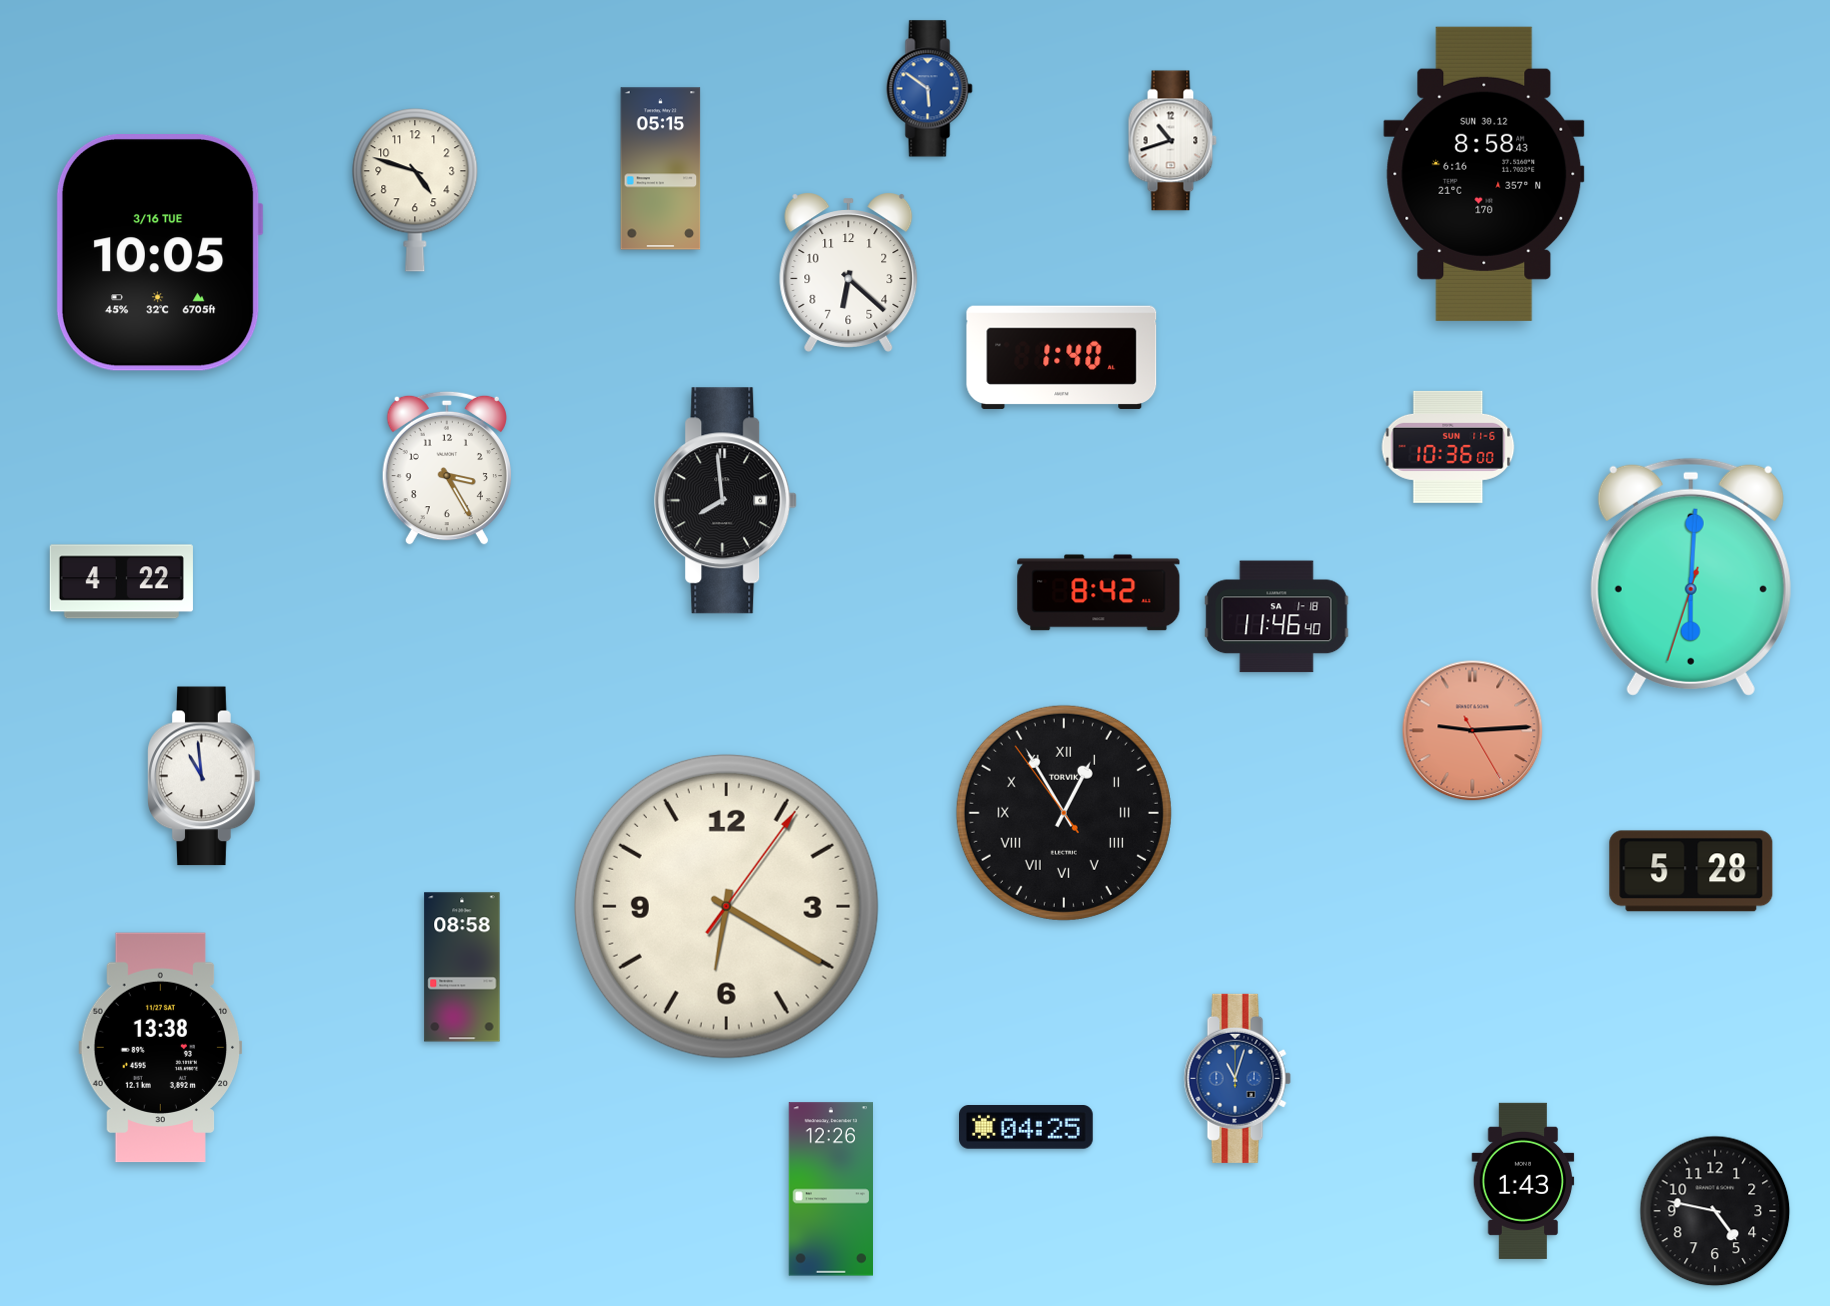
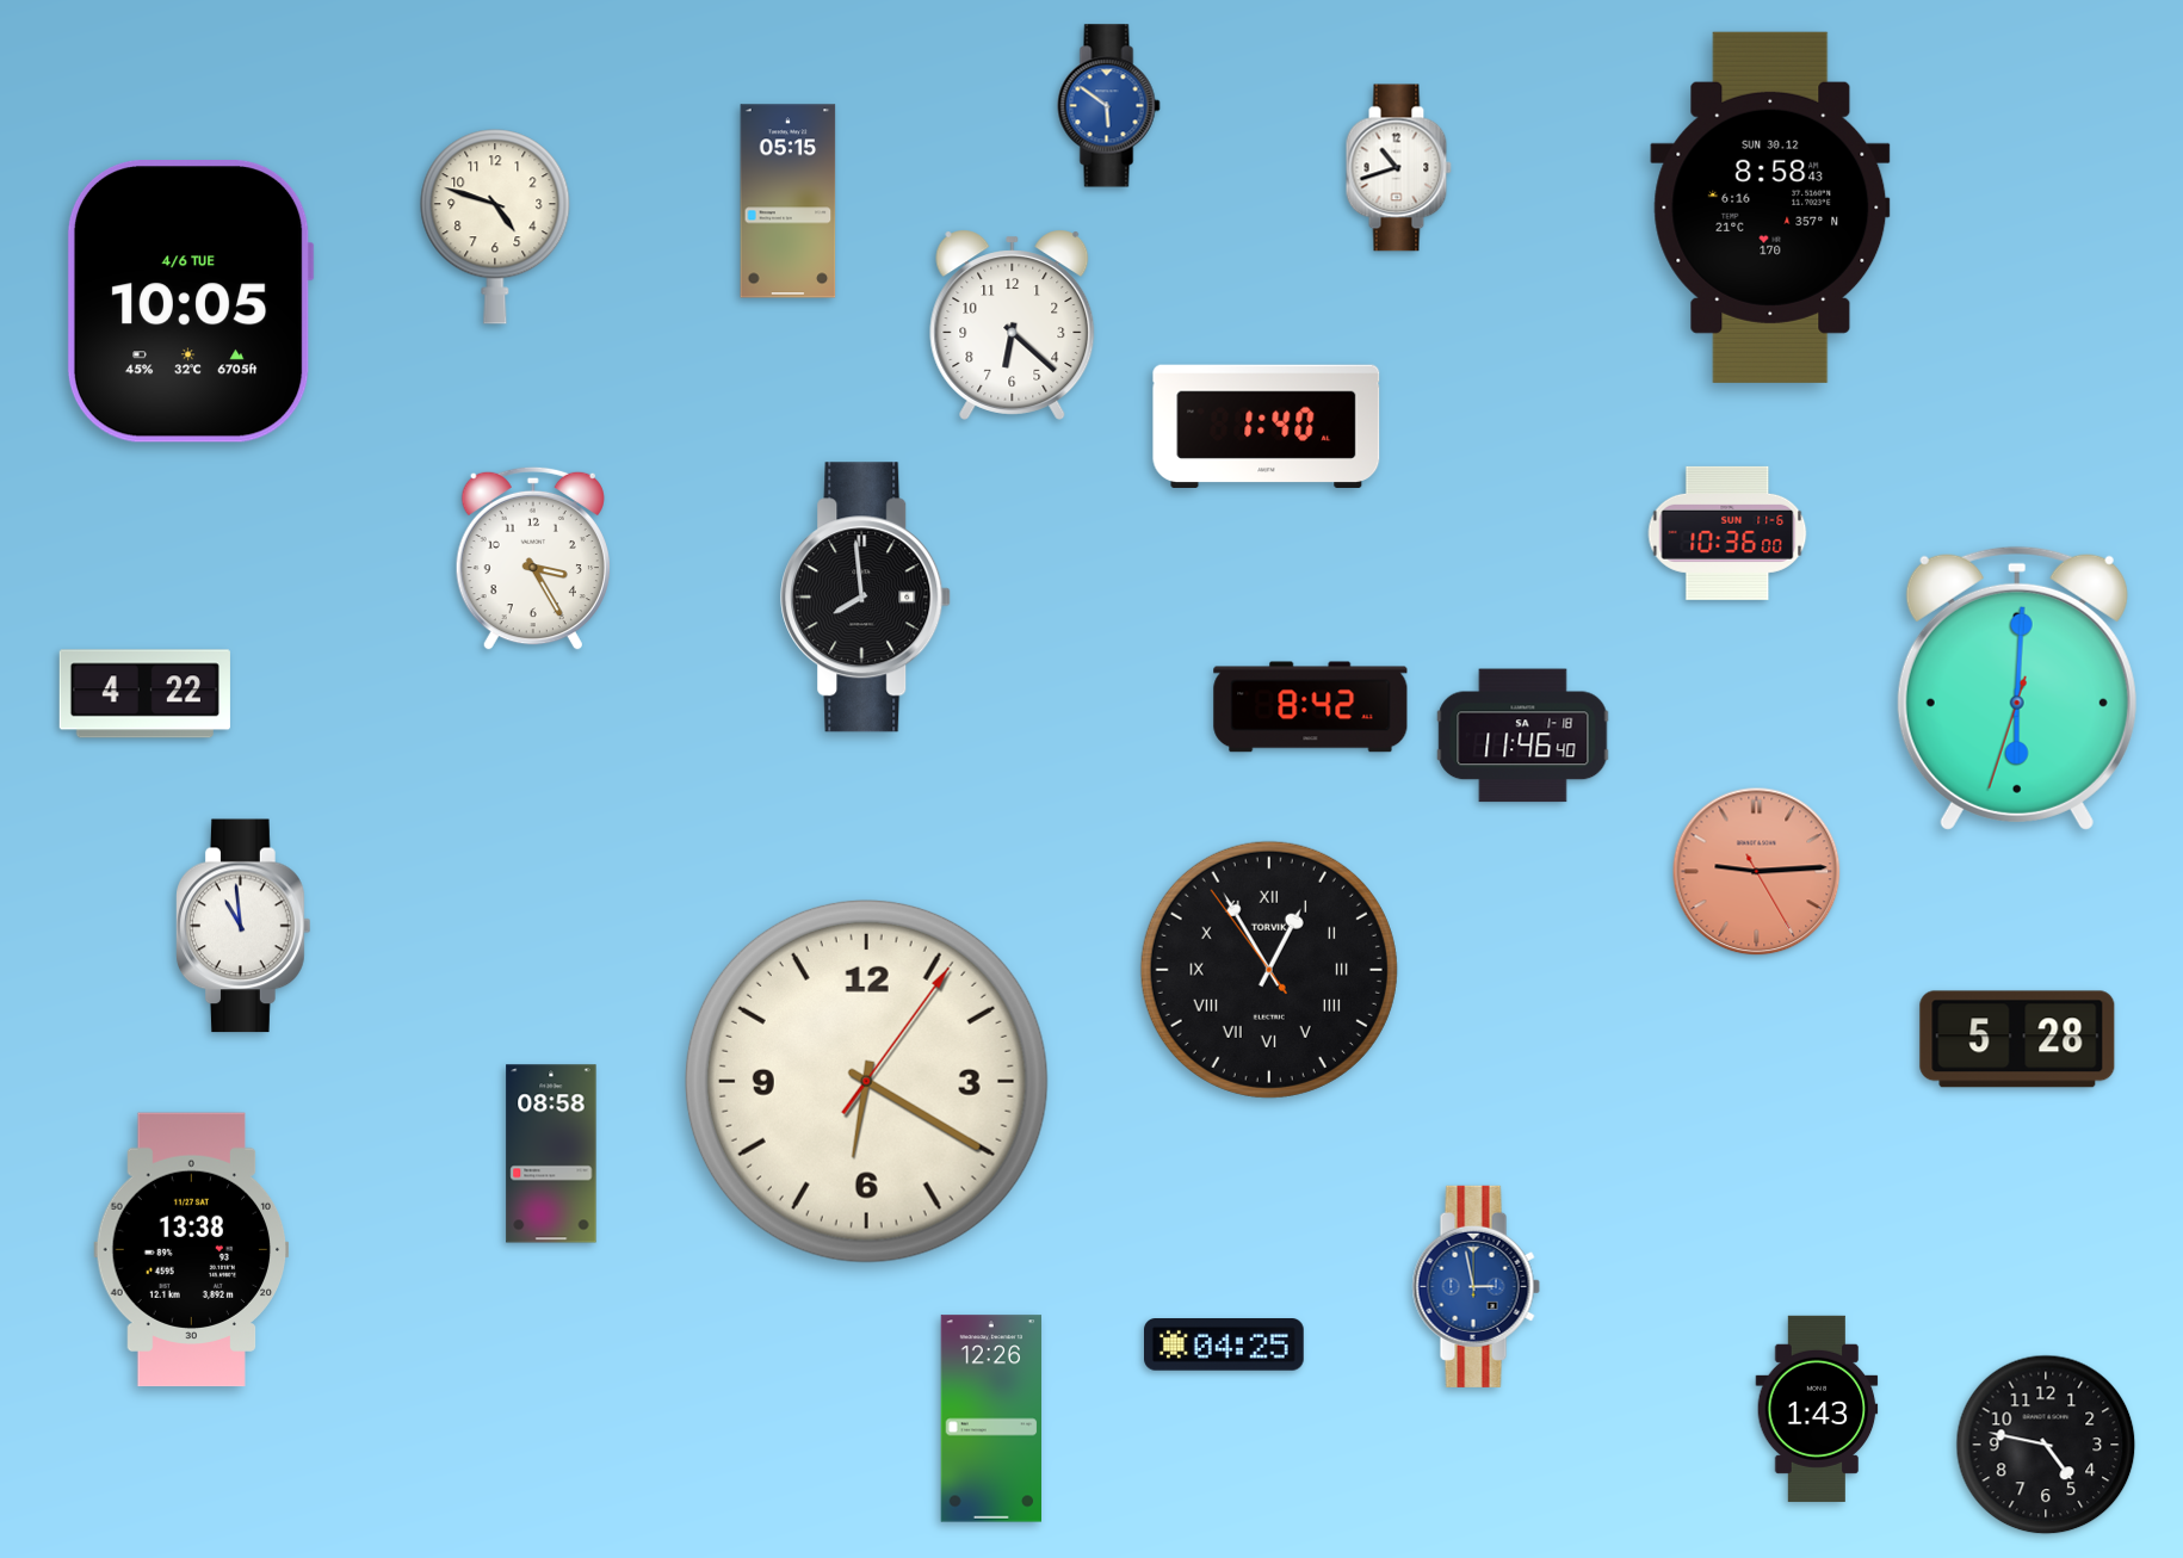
clock at (159, 253) date: 3/16 TUE -> 4/6 TUE
clock at (1237, 1078): 11:03 -> 2:58
